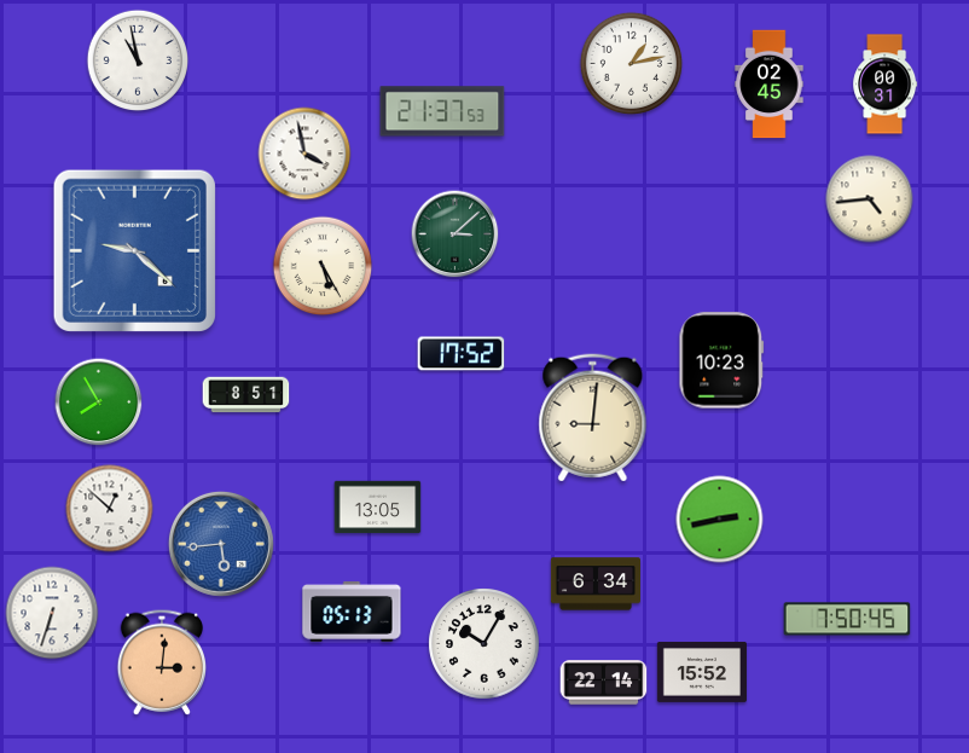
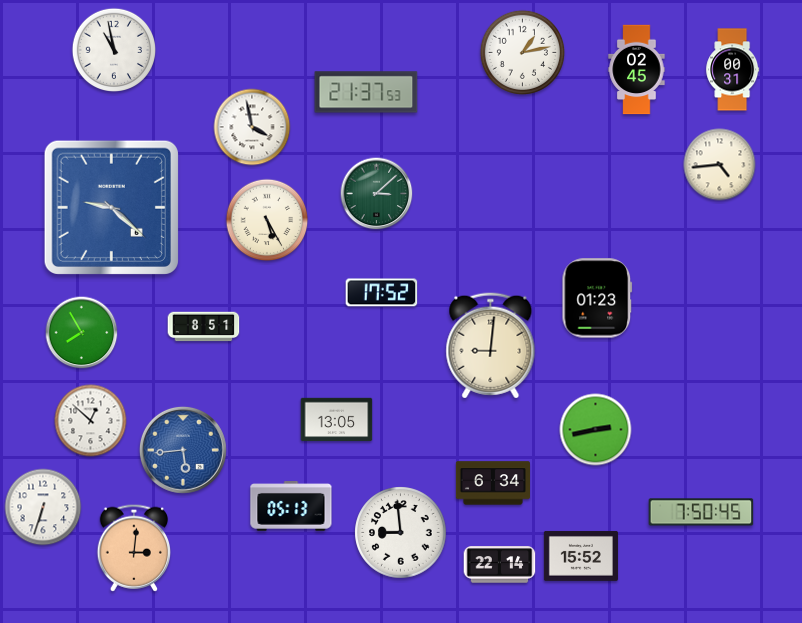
clock at (721, 360): 10:23 -> 01:23
clock at (378, 508) position: (378, 508) -> (337, 420)
clock at (485, 644): 10:05 -> 8:59
